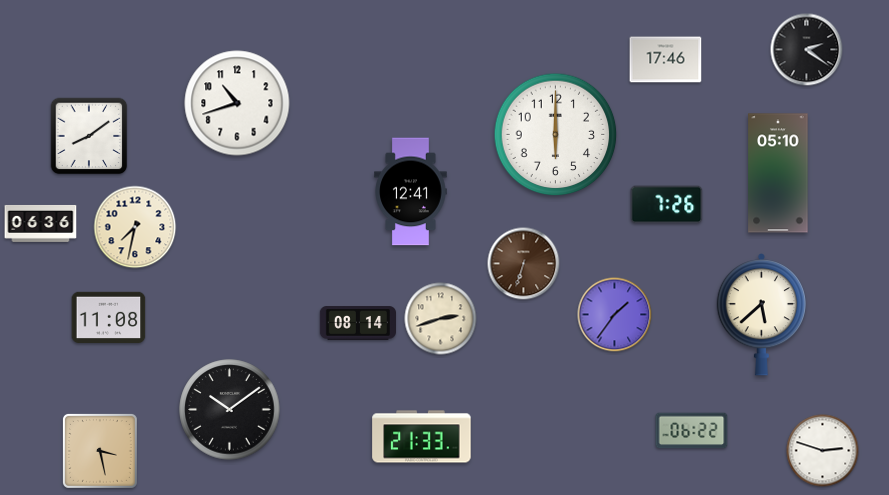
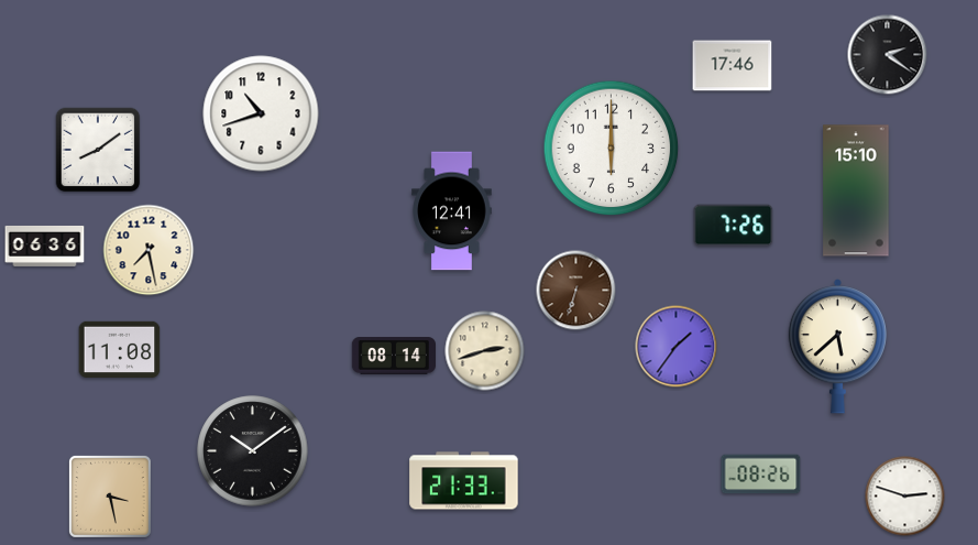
clock at (778, 173): 05:10 -> 15:10
clock at (135, 227): 7:32 -> 7:28
clock at (692, 431): 06:22 -> 08:26
